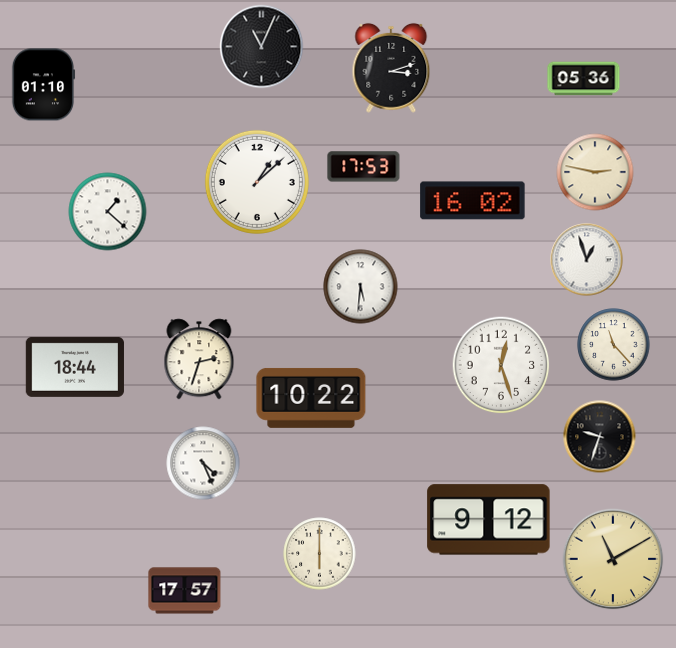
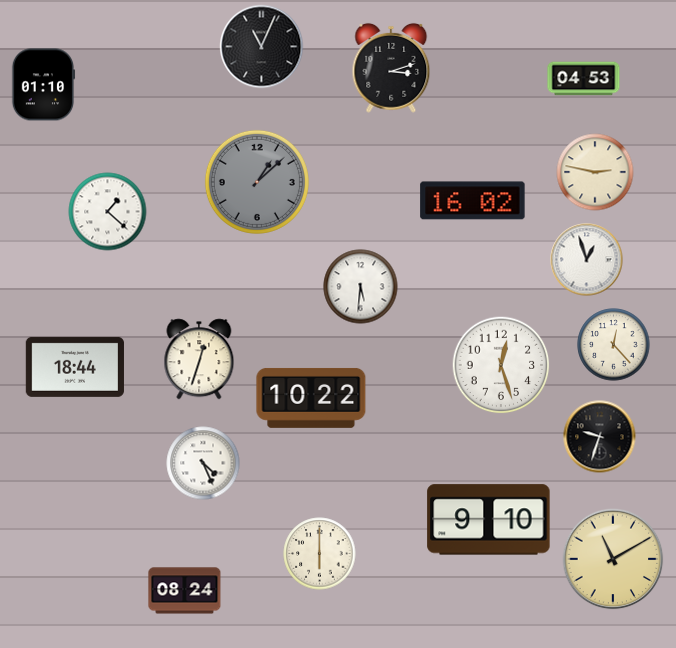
clock at (584, 79): 05:36 -> 04:53
clock at (364, 167): 17:53 -> none
clock at (257, 182) dial: white -> grey
clock at (614, 345): 11:23 -> 12:23
clock at (199, 359): 2:33 -> 12:33
clock at (489, 520): 9:12 -> 9:10
clock at (185, 591): 17:57 -> 08:24
